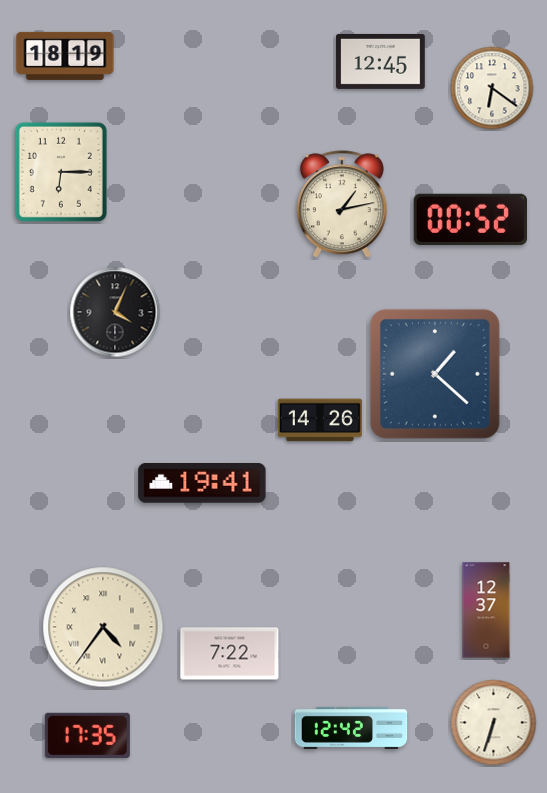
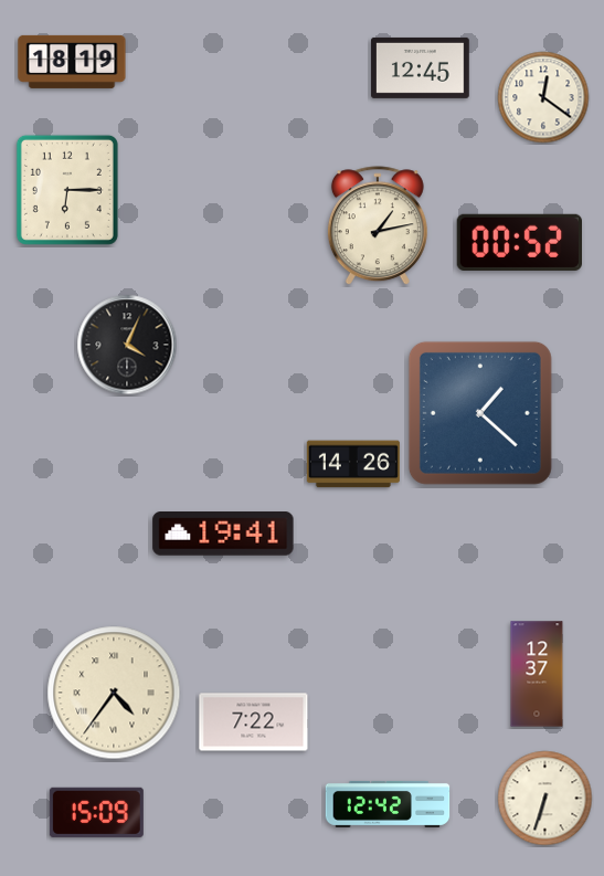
clock at (492, 88): 6:21 -> 12:21
clock at (87, 735): 17:35 -> 15:09
